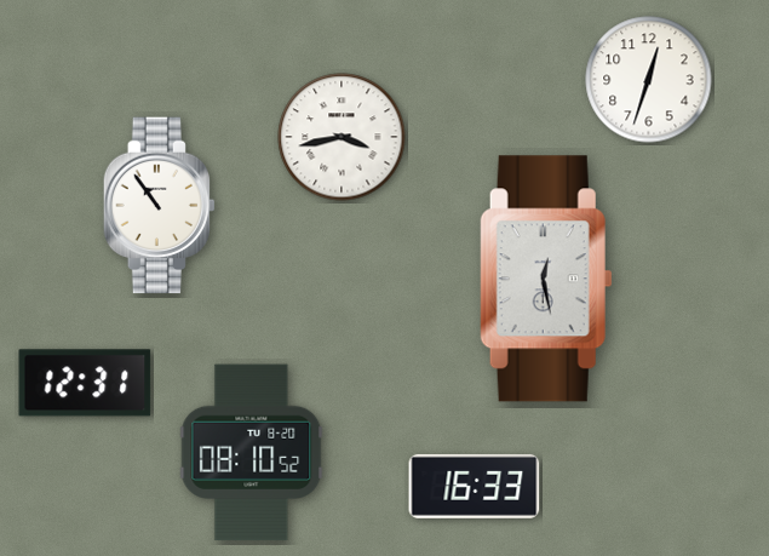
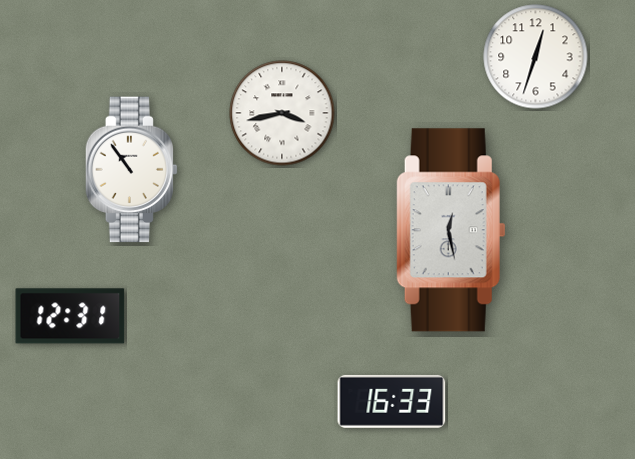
clock at (649, 80) position: (649, 80) -> (536, 57)
clock at (252, 453): 08:10 -> none
